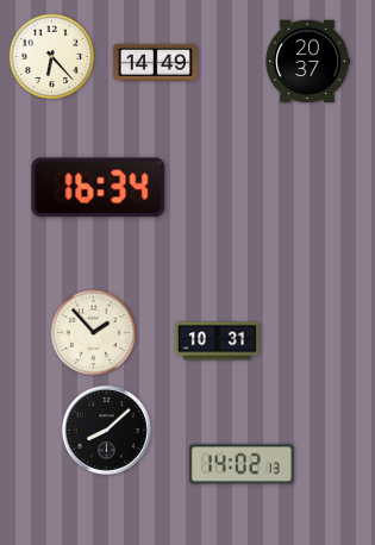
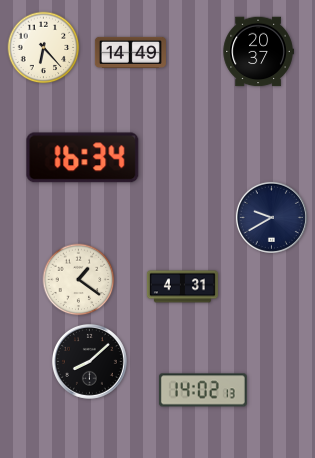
clock at (271, 217): none -> 9:40
clock at (94, 333): 1:53 -> 1:21
clock at (217, 342): 10:31 -> 4:31
